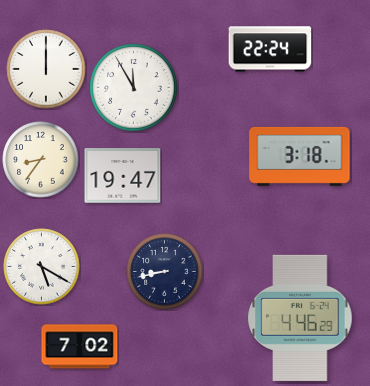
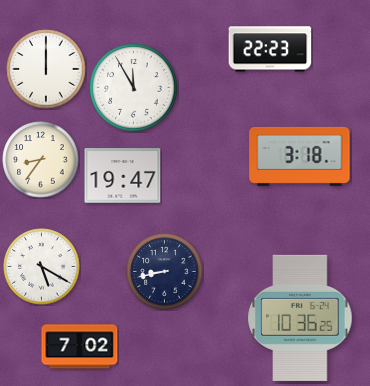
clock at (270, 49): 22:24 -> 22:23
clock at (300, 318): 4:46 -> 10:36
